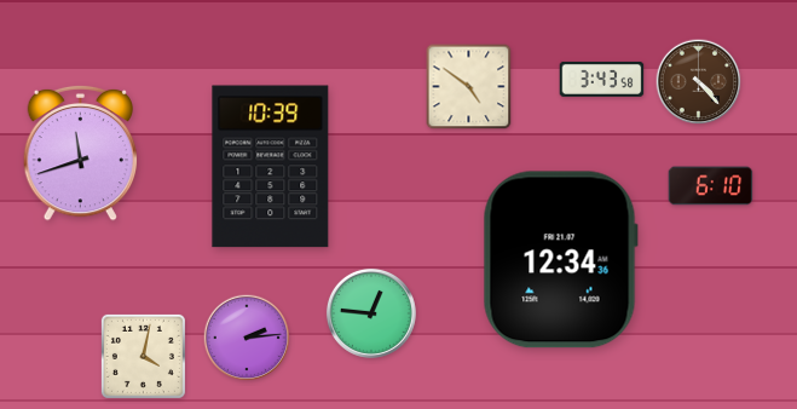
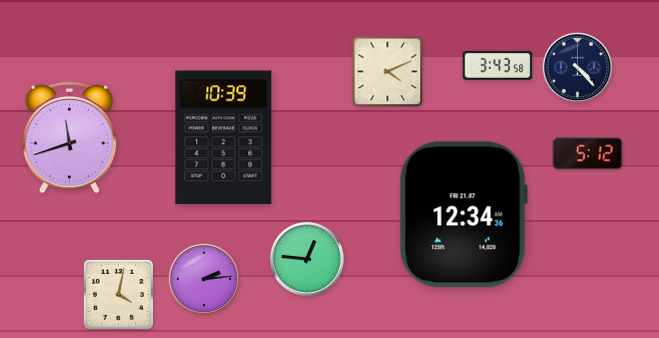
clock at (699, 82) dial: brown -> navy
clock at (469, 87): 4:51 -> 4:11
clock at (80, 152) position: (80, 152) -> (69, 137)
clock at (711, 186): 6:10 -> 5:12
